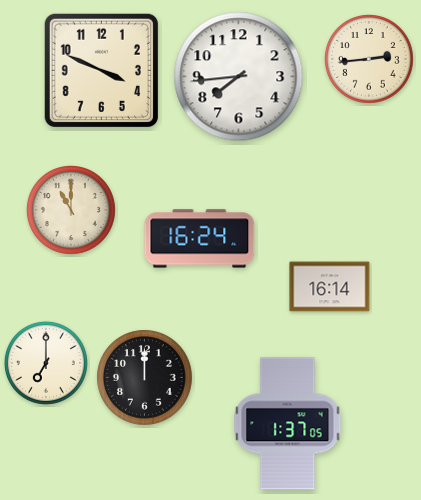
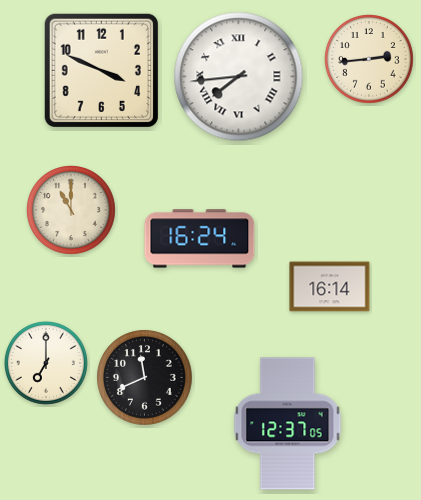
clock at (239, 77) numerals: Arabic -> Roman
clock at (145, 378): 12:00 -> 11:41
clock at (288, 424): 1:37 -> 12:37
